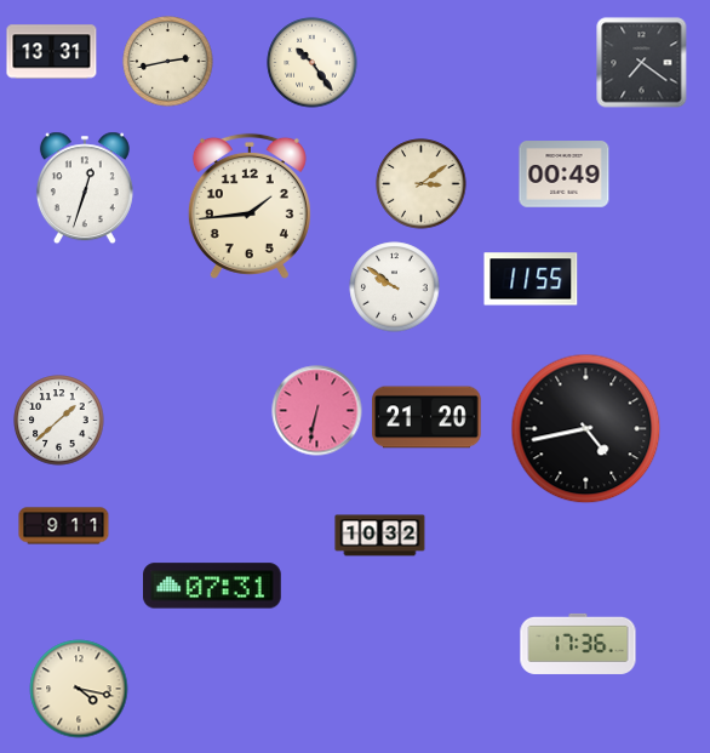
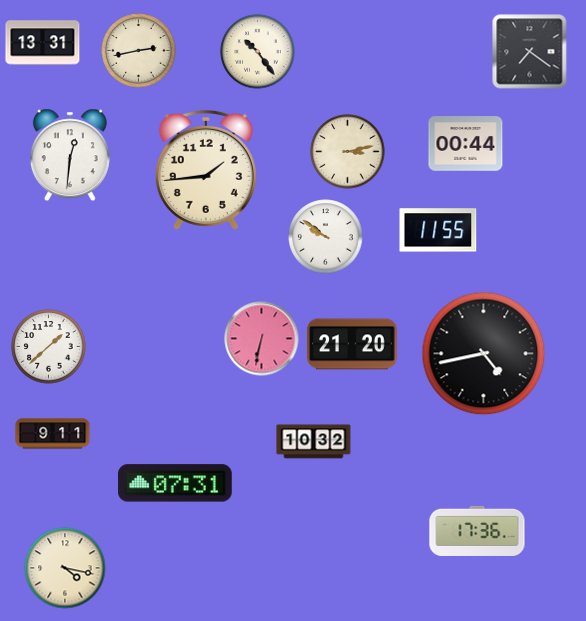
clock at (565, 175): 00:49 -> 00:44
clock at (422, 184): 3:09 -> 3:13
clock at (85, 188): 12:33 -> 12:31
